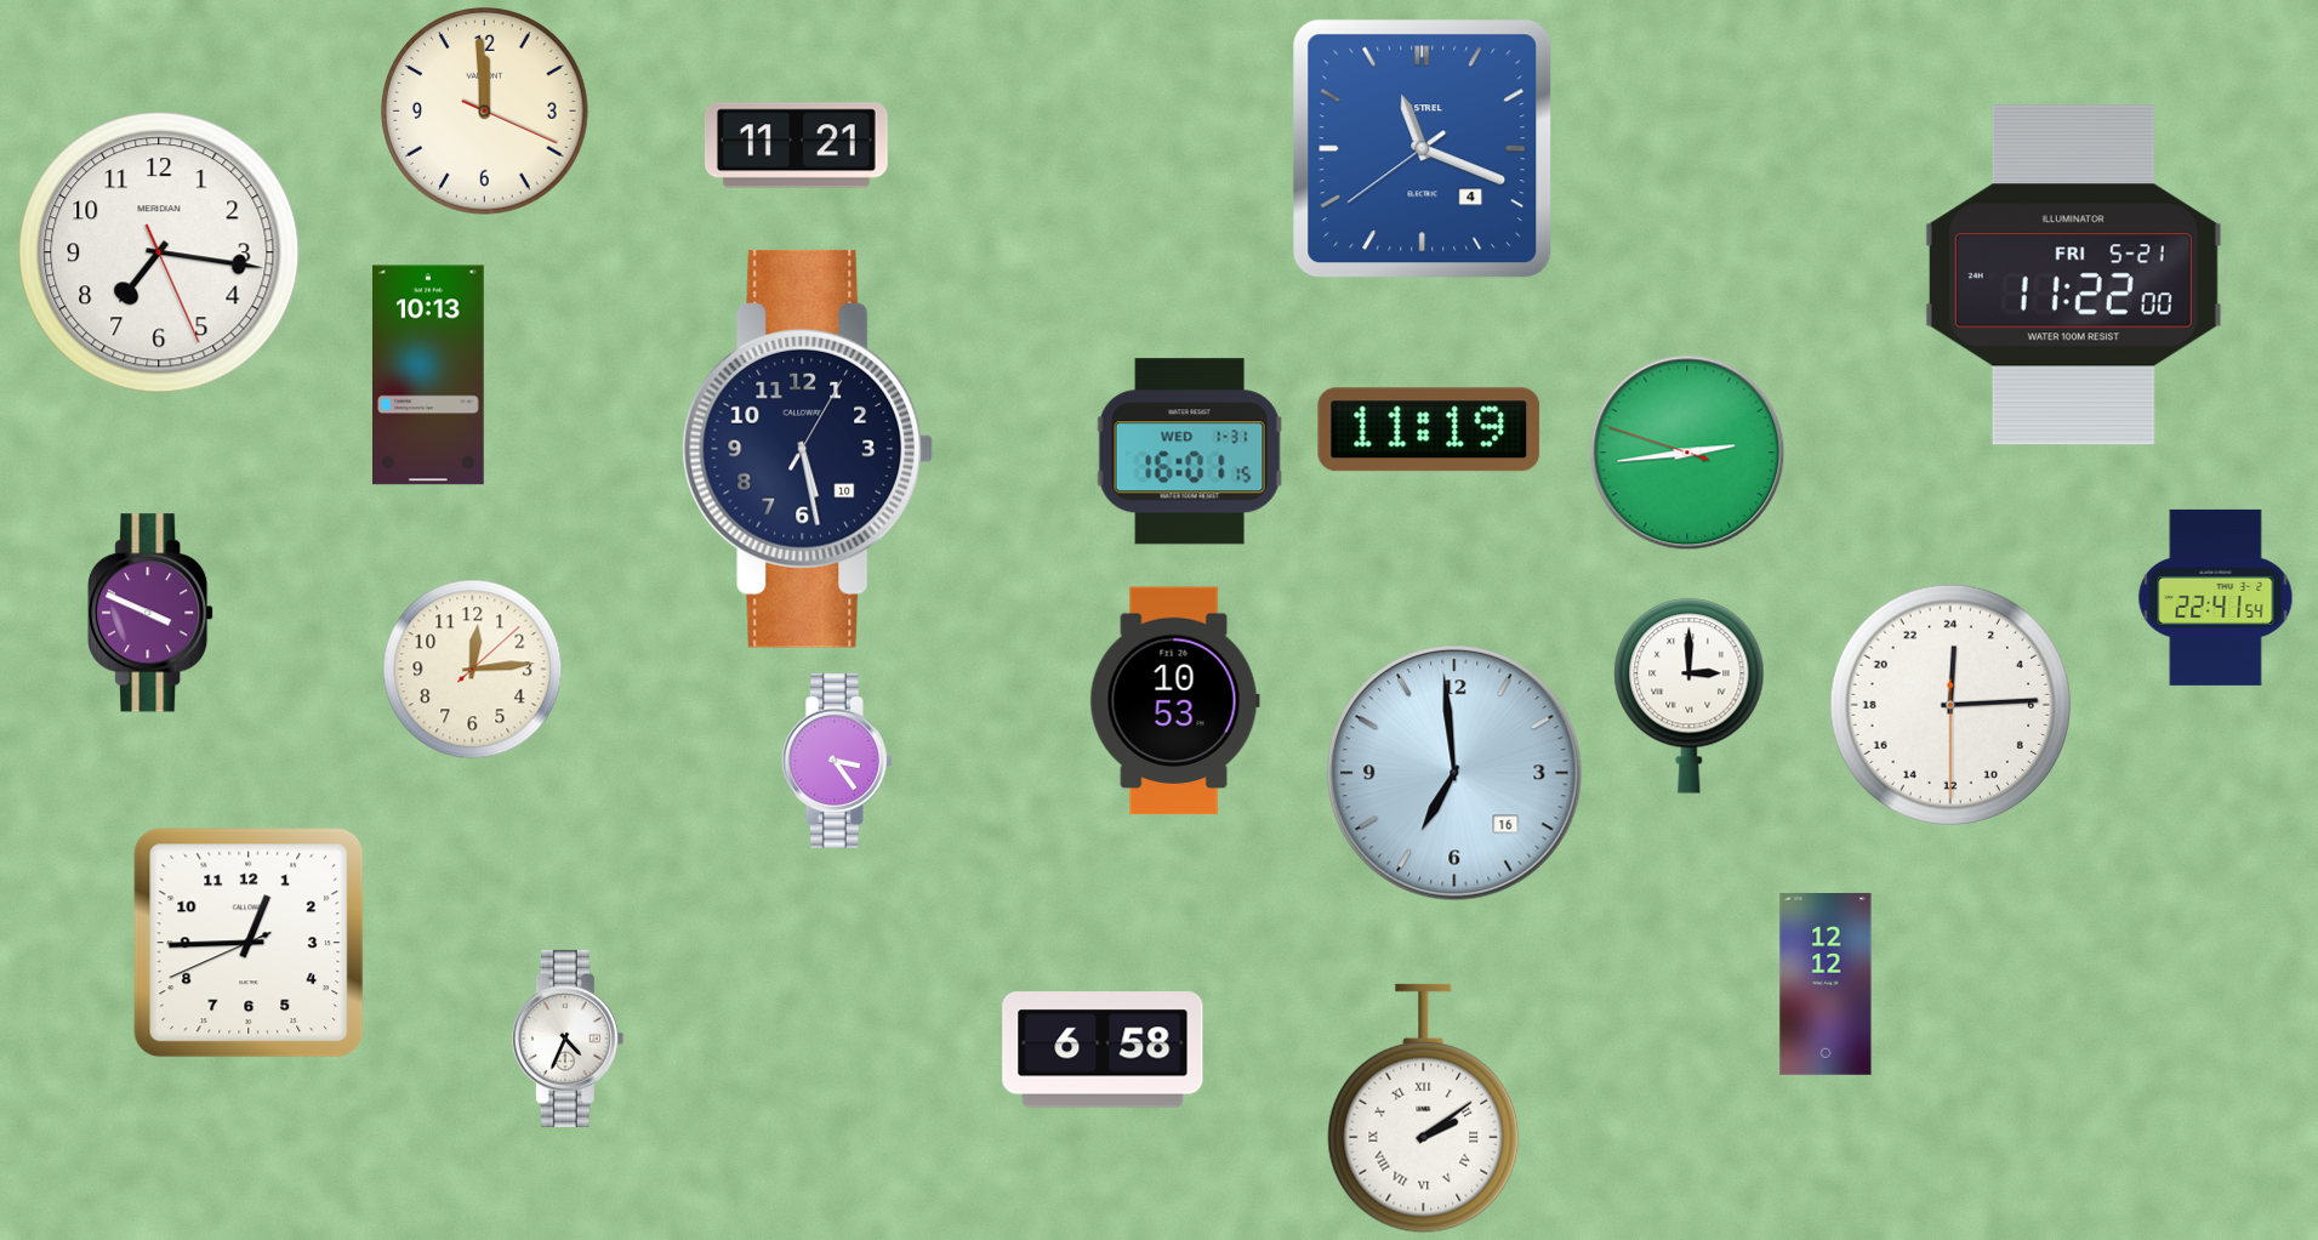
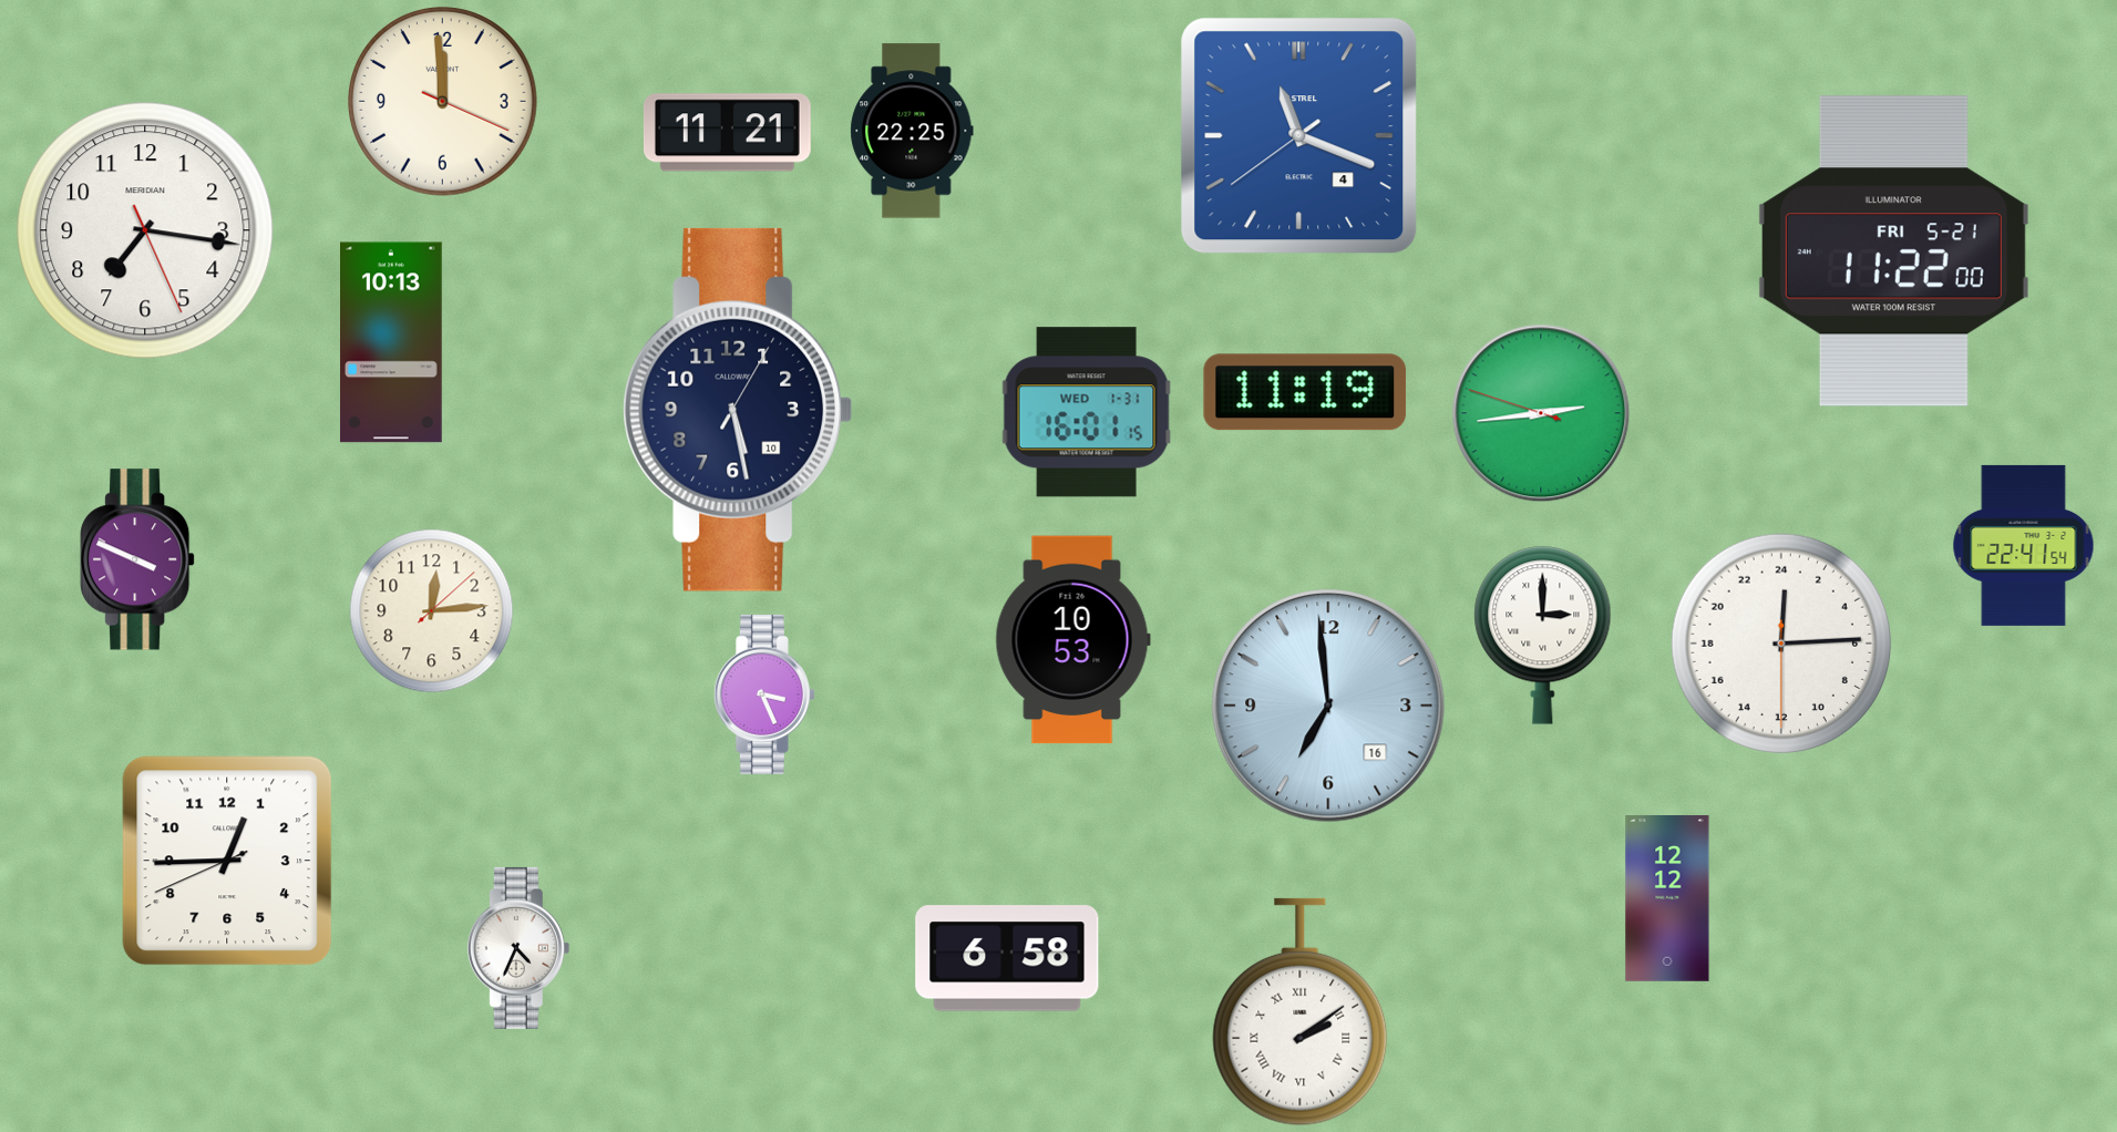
clock at (912, 131): none -> 22:25
clock at (837, 761): 3:24 -> 3:26
